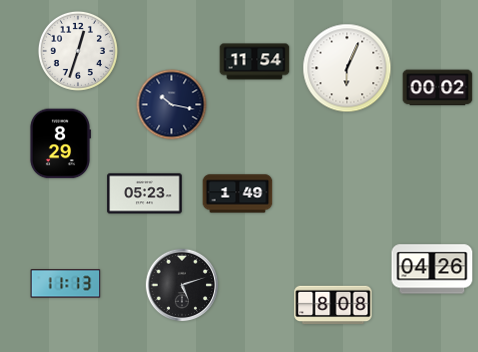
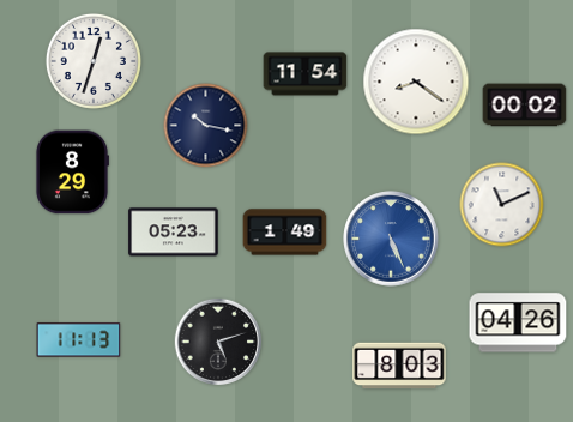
clock at (347, 68): 6:04 -> 8:21
clock at (502, 205): none -> 11:11
clock at (391, 239): none -> 5:26
clock at (333, 305): 8:08 -> 8:03
